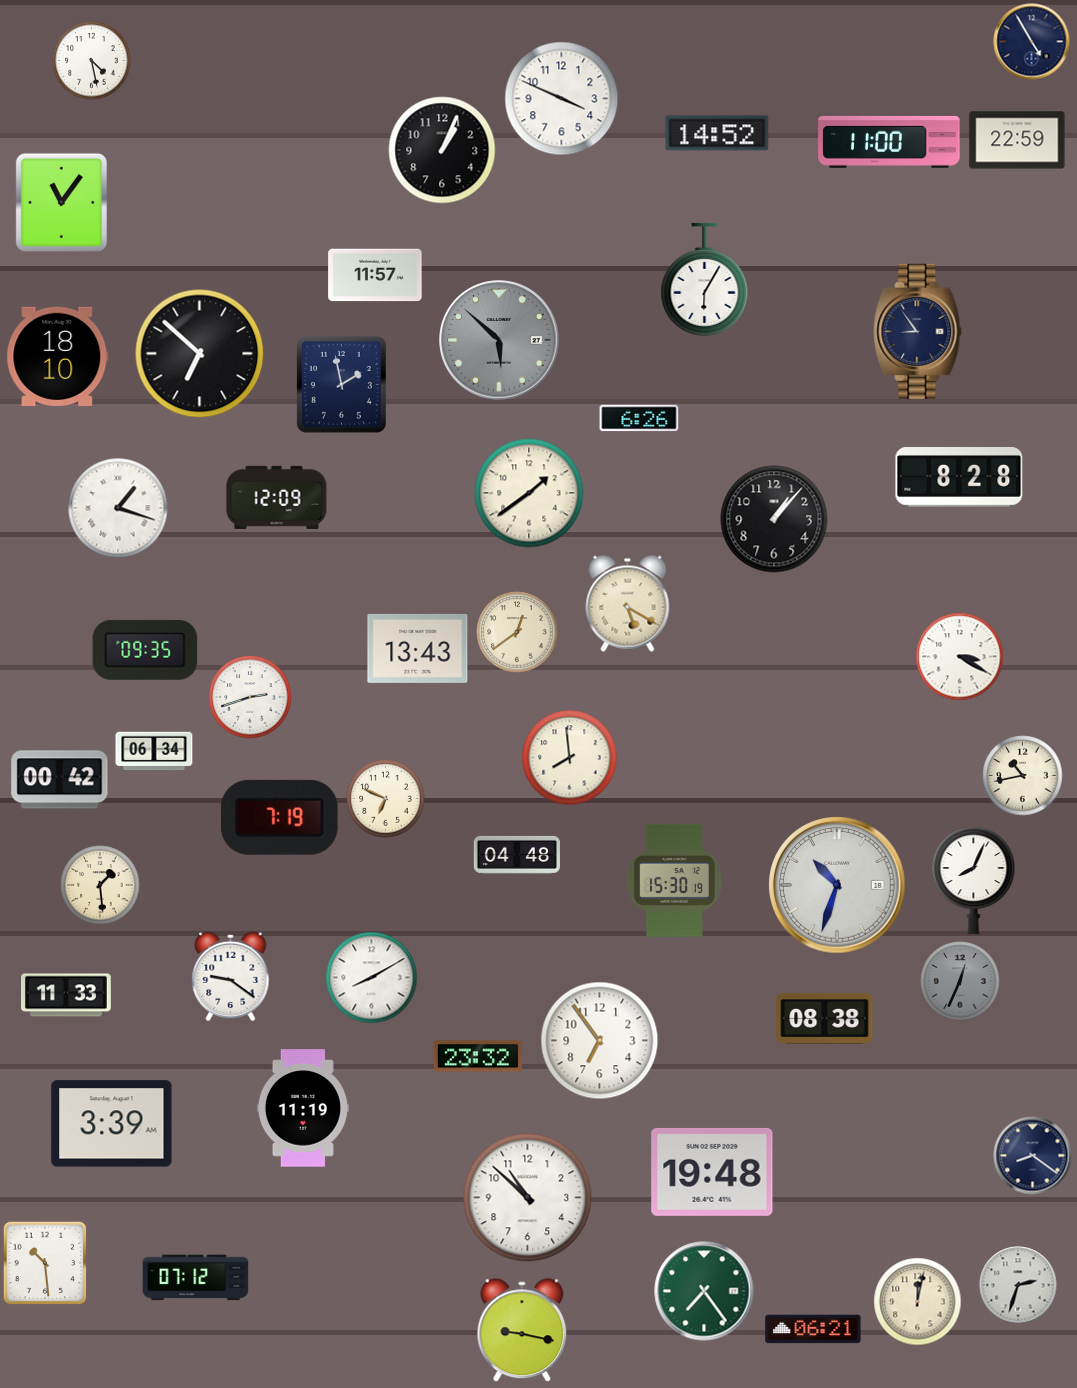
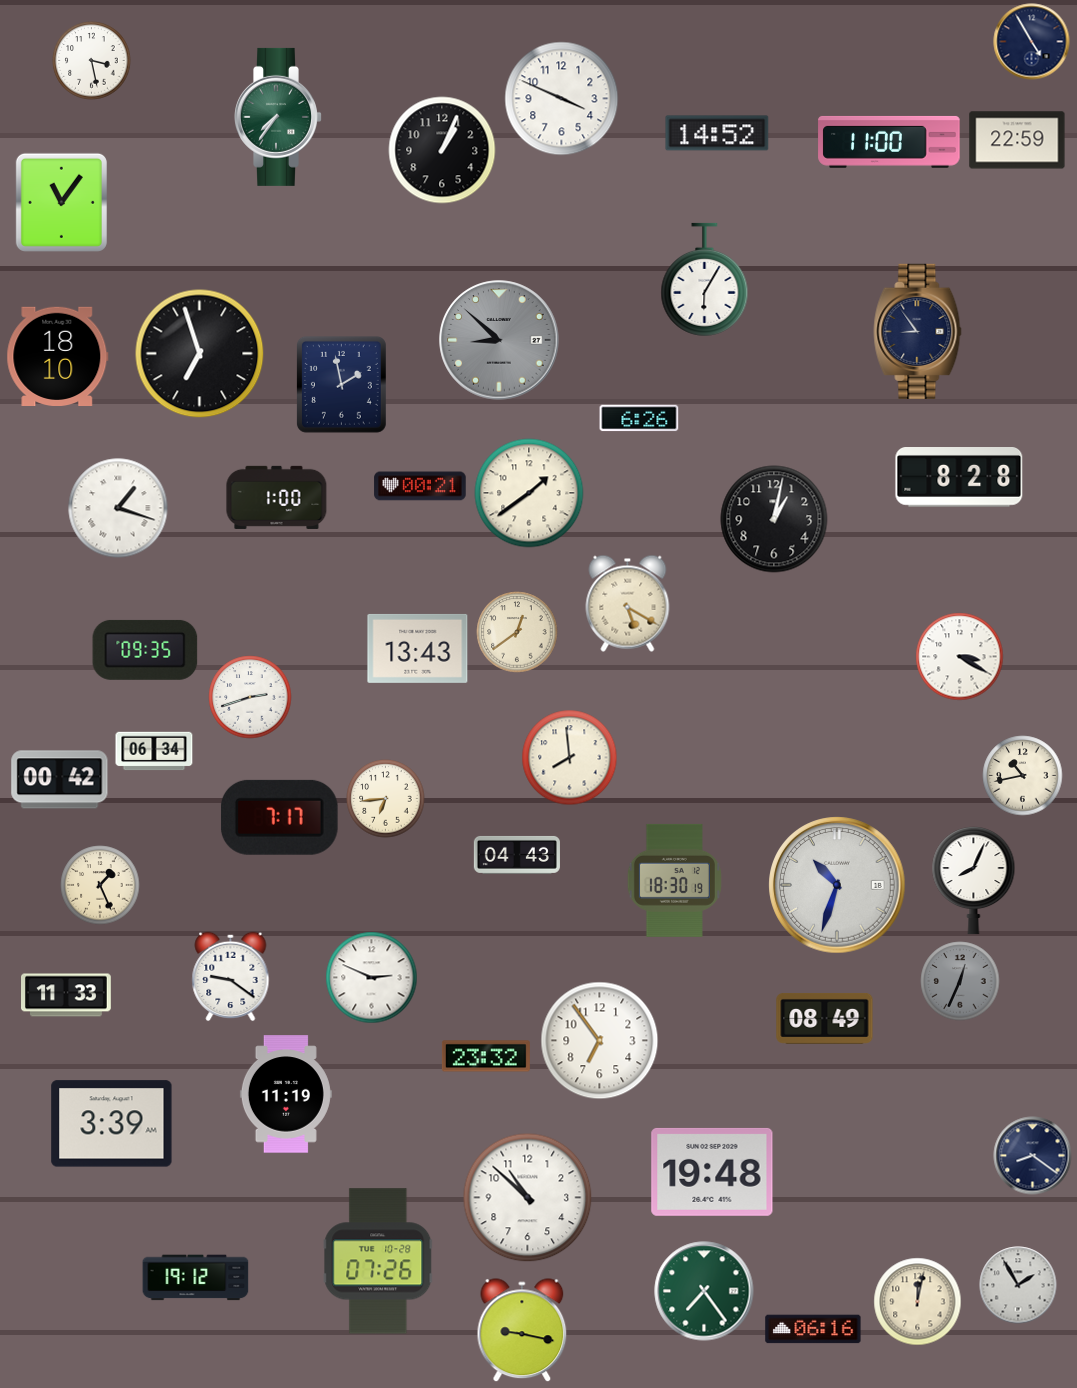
clock at (92, 61): 4:28 -> 3:28
clock at (279, 117): none -> 7:36
clock at (375, 275): 11:57 -> none
clock at (499, 340): 5:52 -> 8:52
clock at (200, 354): 6:52 -> 6:57
clock at (420, 486): none -> 00:21
clock at (277, 497): 12:09 -> 1:00
clock at (774, 519): 1:07 -> 1:02
clock at (386, 799): 6:49 -> 6:44
clock at (279, 817): 7:19 -> 7:17
clock at (517, 855): 04:48 -> 04:43
clock at (674, 880): 15:30 -> 18:30
clock at (100, 885): 1:29 -> 1:26
clock at (372, 978): 8:10 -> 2:49
clock at (825, 1018): 08:38 -> 08:49
clock at (478, 1056) position: (478, 1056) -> (486, 1056)
clock at (303, 1108) position: (303, 1108) -> (286, 1094)
clock at (378, 1261): none -> 07:26
clock at (45, 1263): 10:29 -> none
clock at (196, 1278): 07:12 -> 19:12
clock at (1018, 1285): 2:33 -> 1:55
clock at (813, 1329): 06:21 -> 06:16
